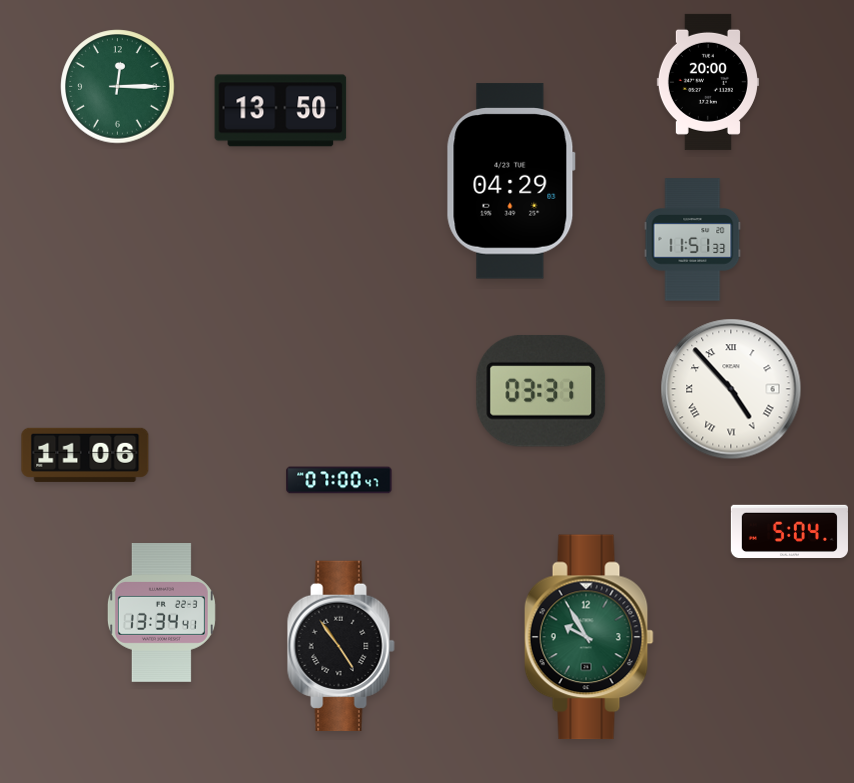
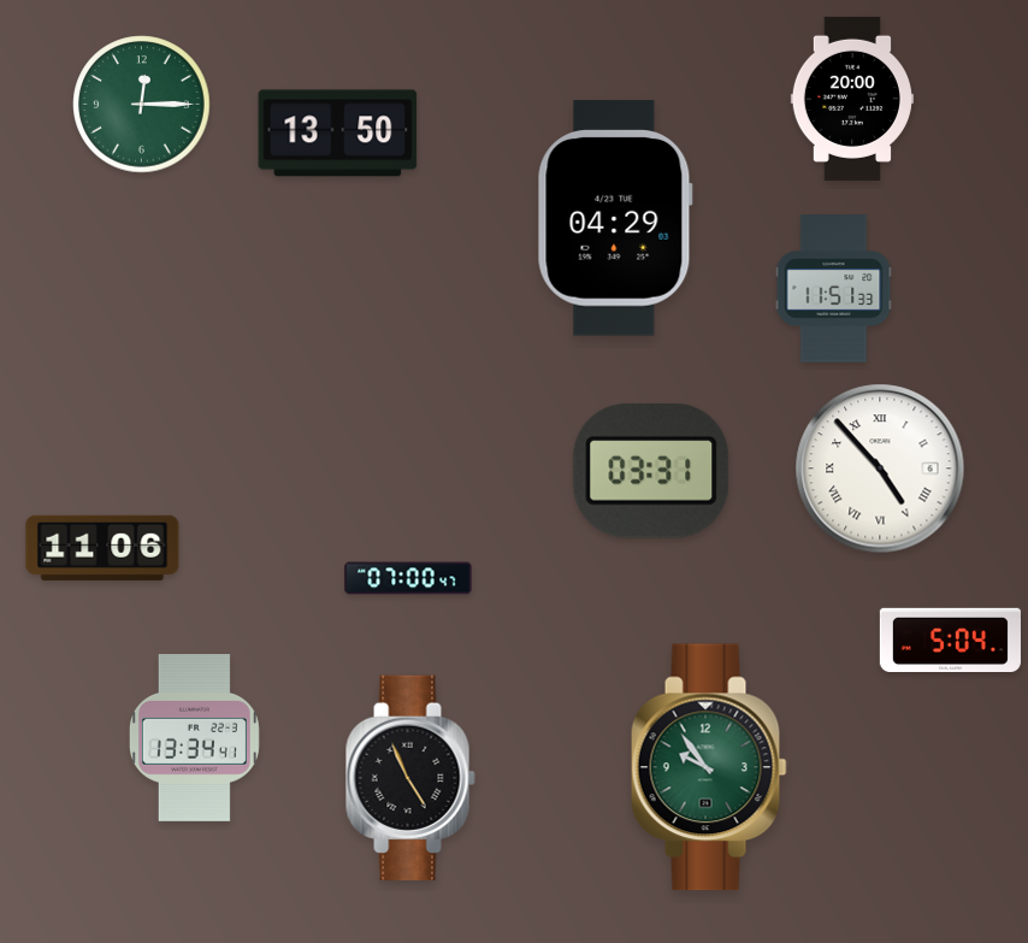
clock at (589, 637): 9:55 -> 9:54
clock at (341, 646): 4:54 -> 4:56
